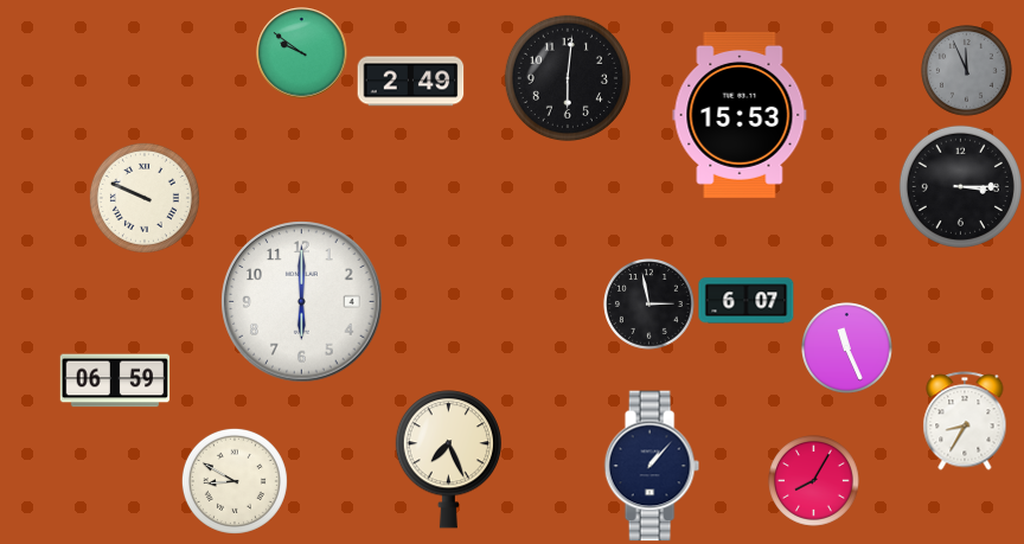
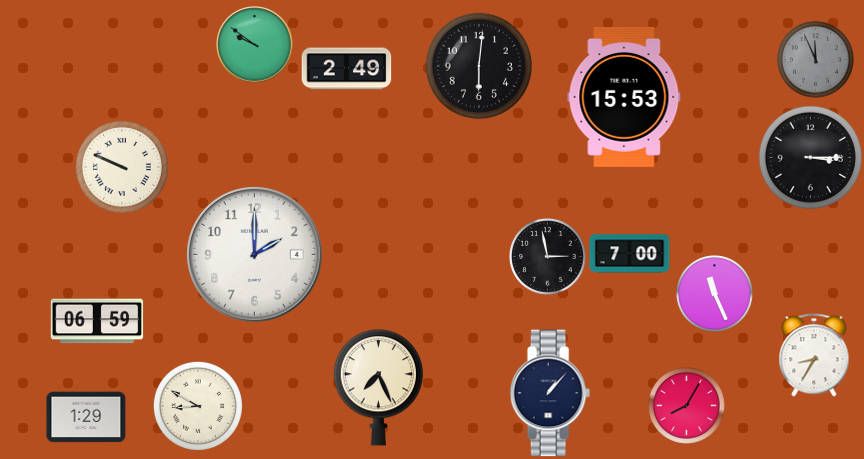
clock at (747, 301): 6:07 -> 7:00
clock at (302, 302): 6:00 -> 2:00
clock at (86, 417): none -> 1:29
